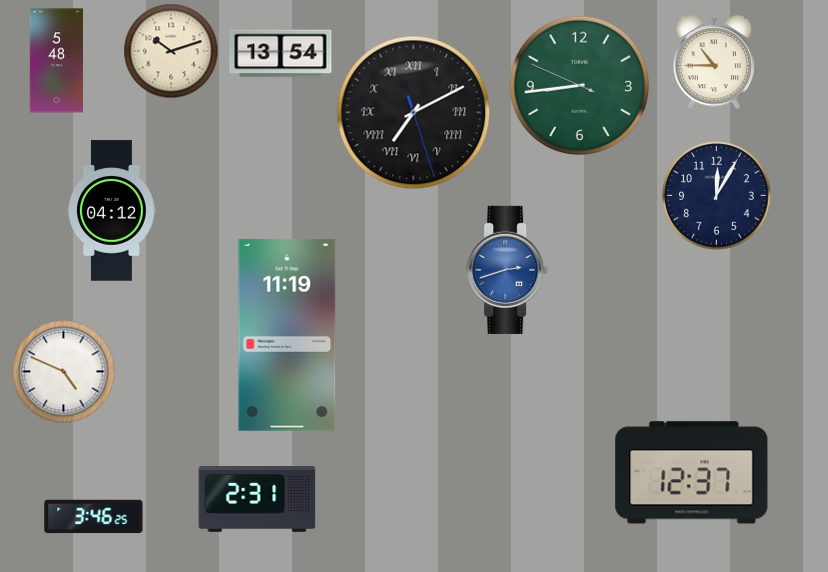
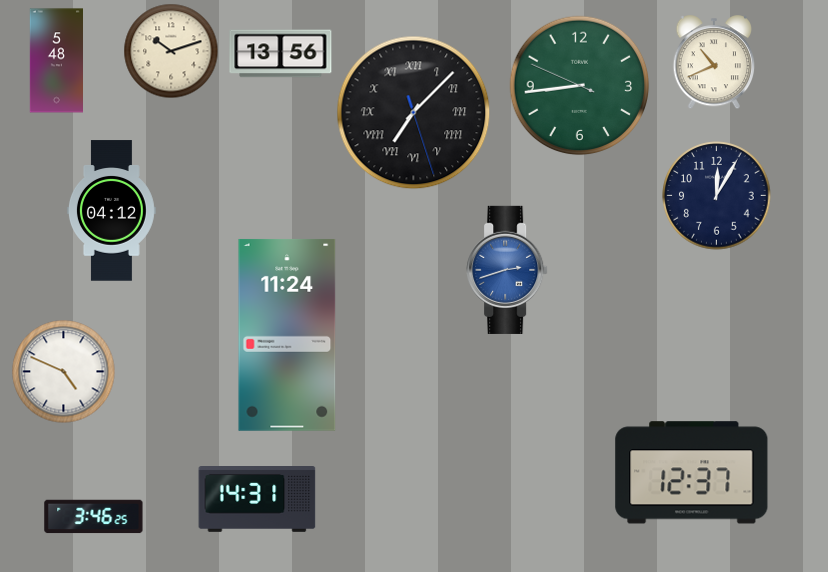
clock at (281, 54): 13:54 -> 13:56
clock at (713, 62): 10:45 -> 10:41
clock at (414, 113): 7:10 -> 7:07
clock at (287, 335): 11:19 -> 11:24
clock at (257, 500): 2:31 -> 14:31
